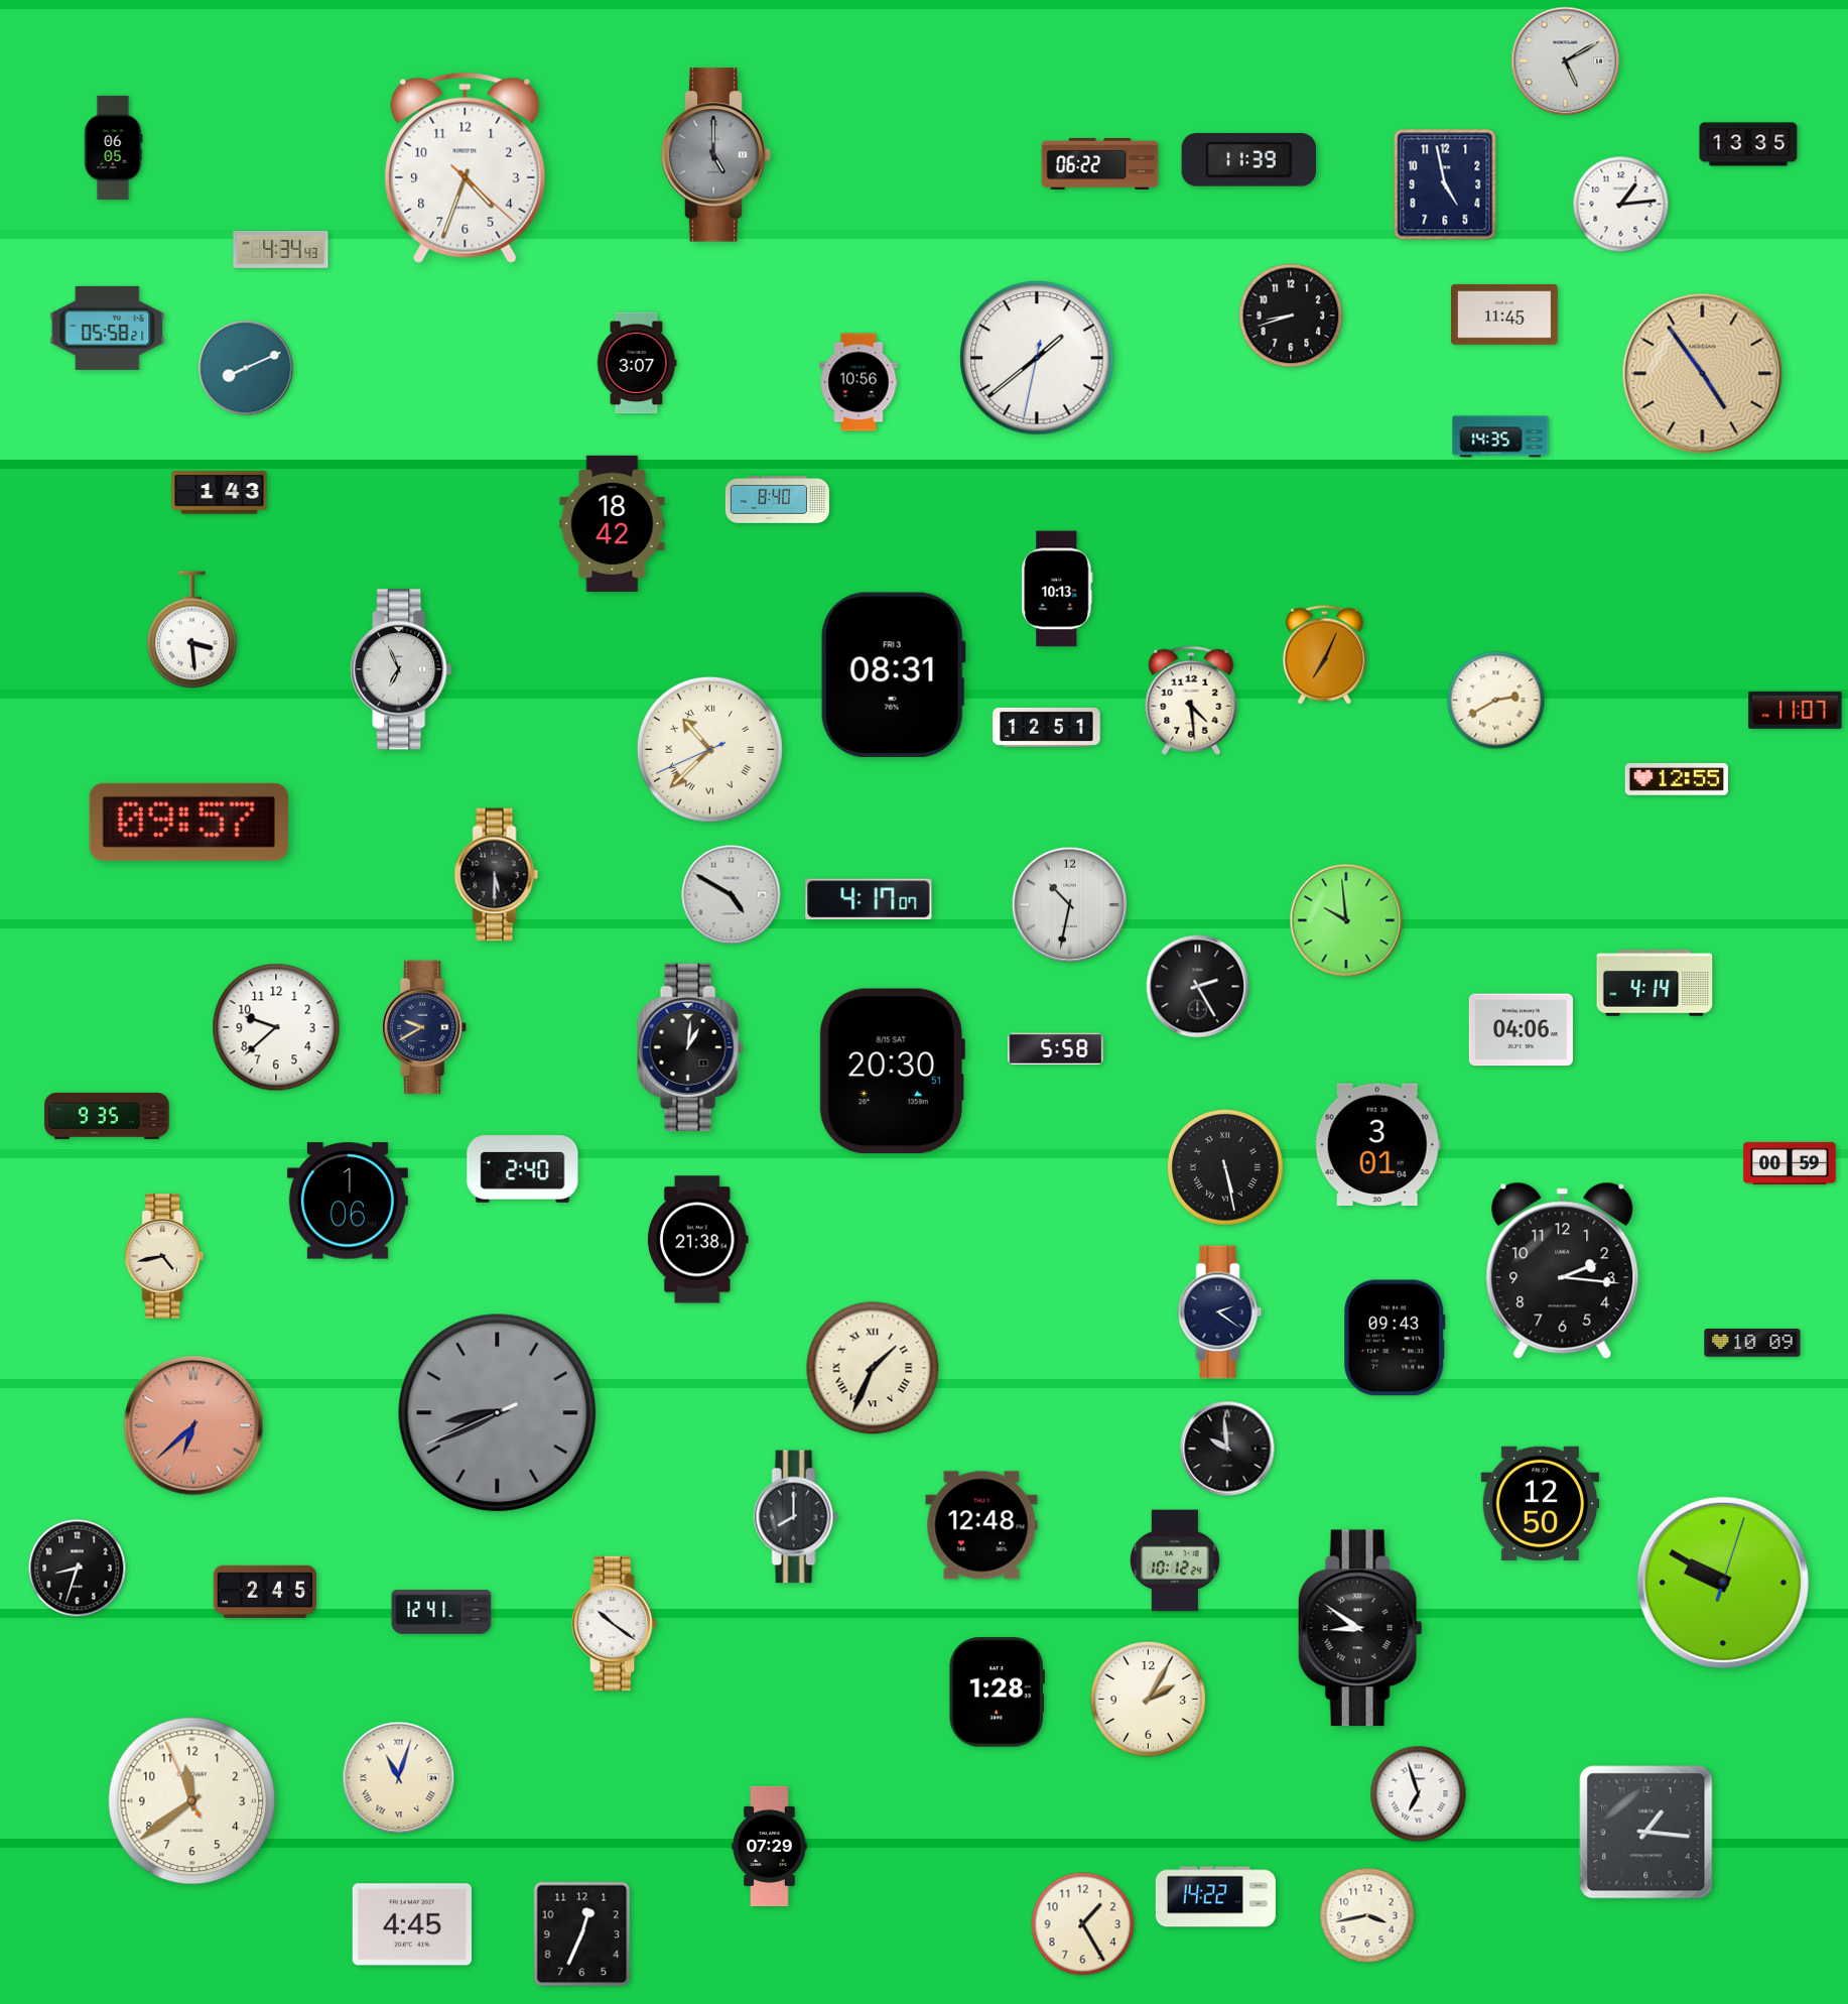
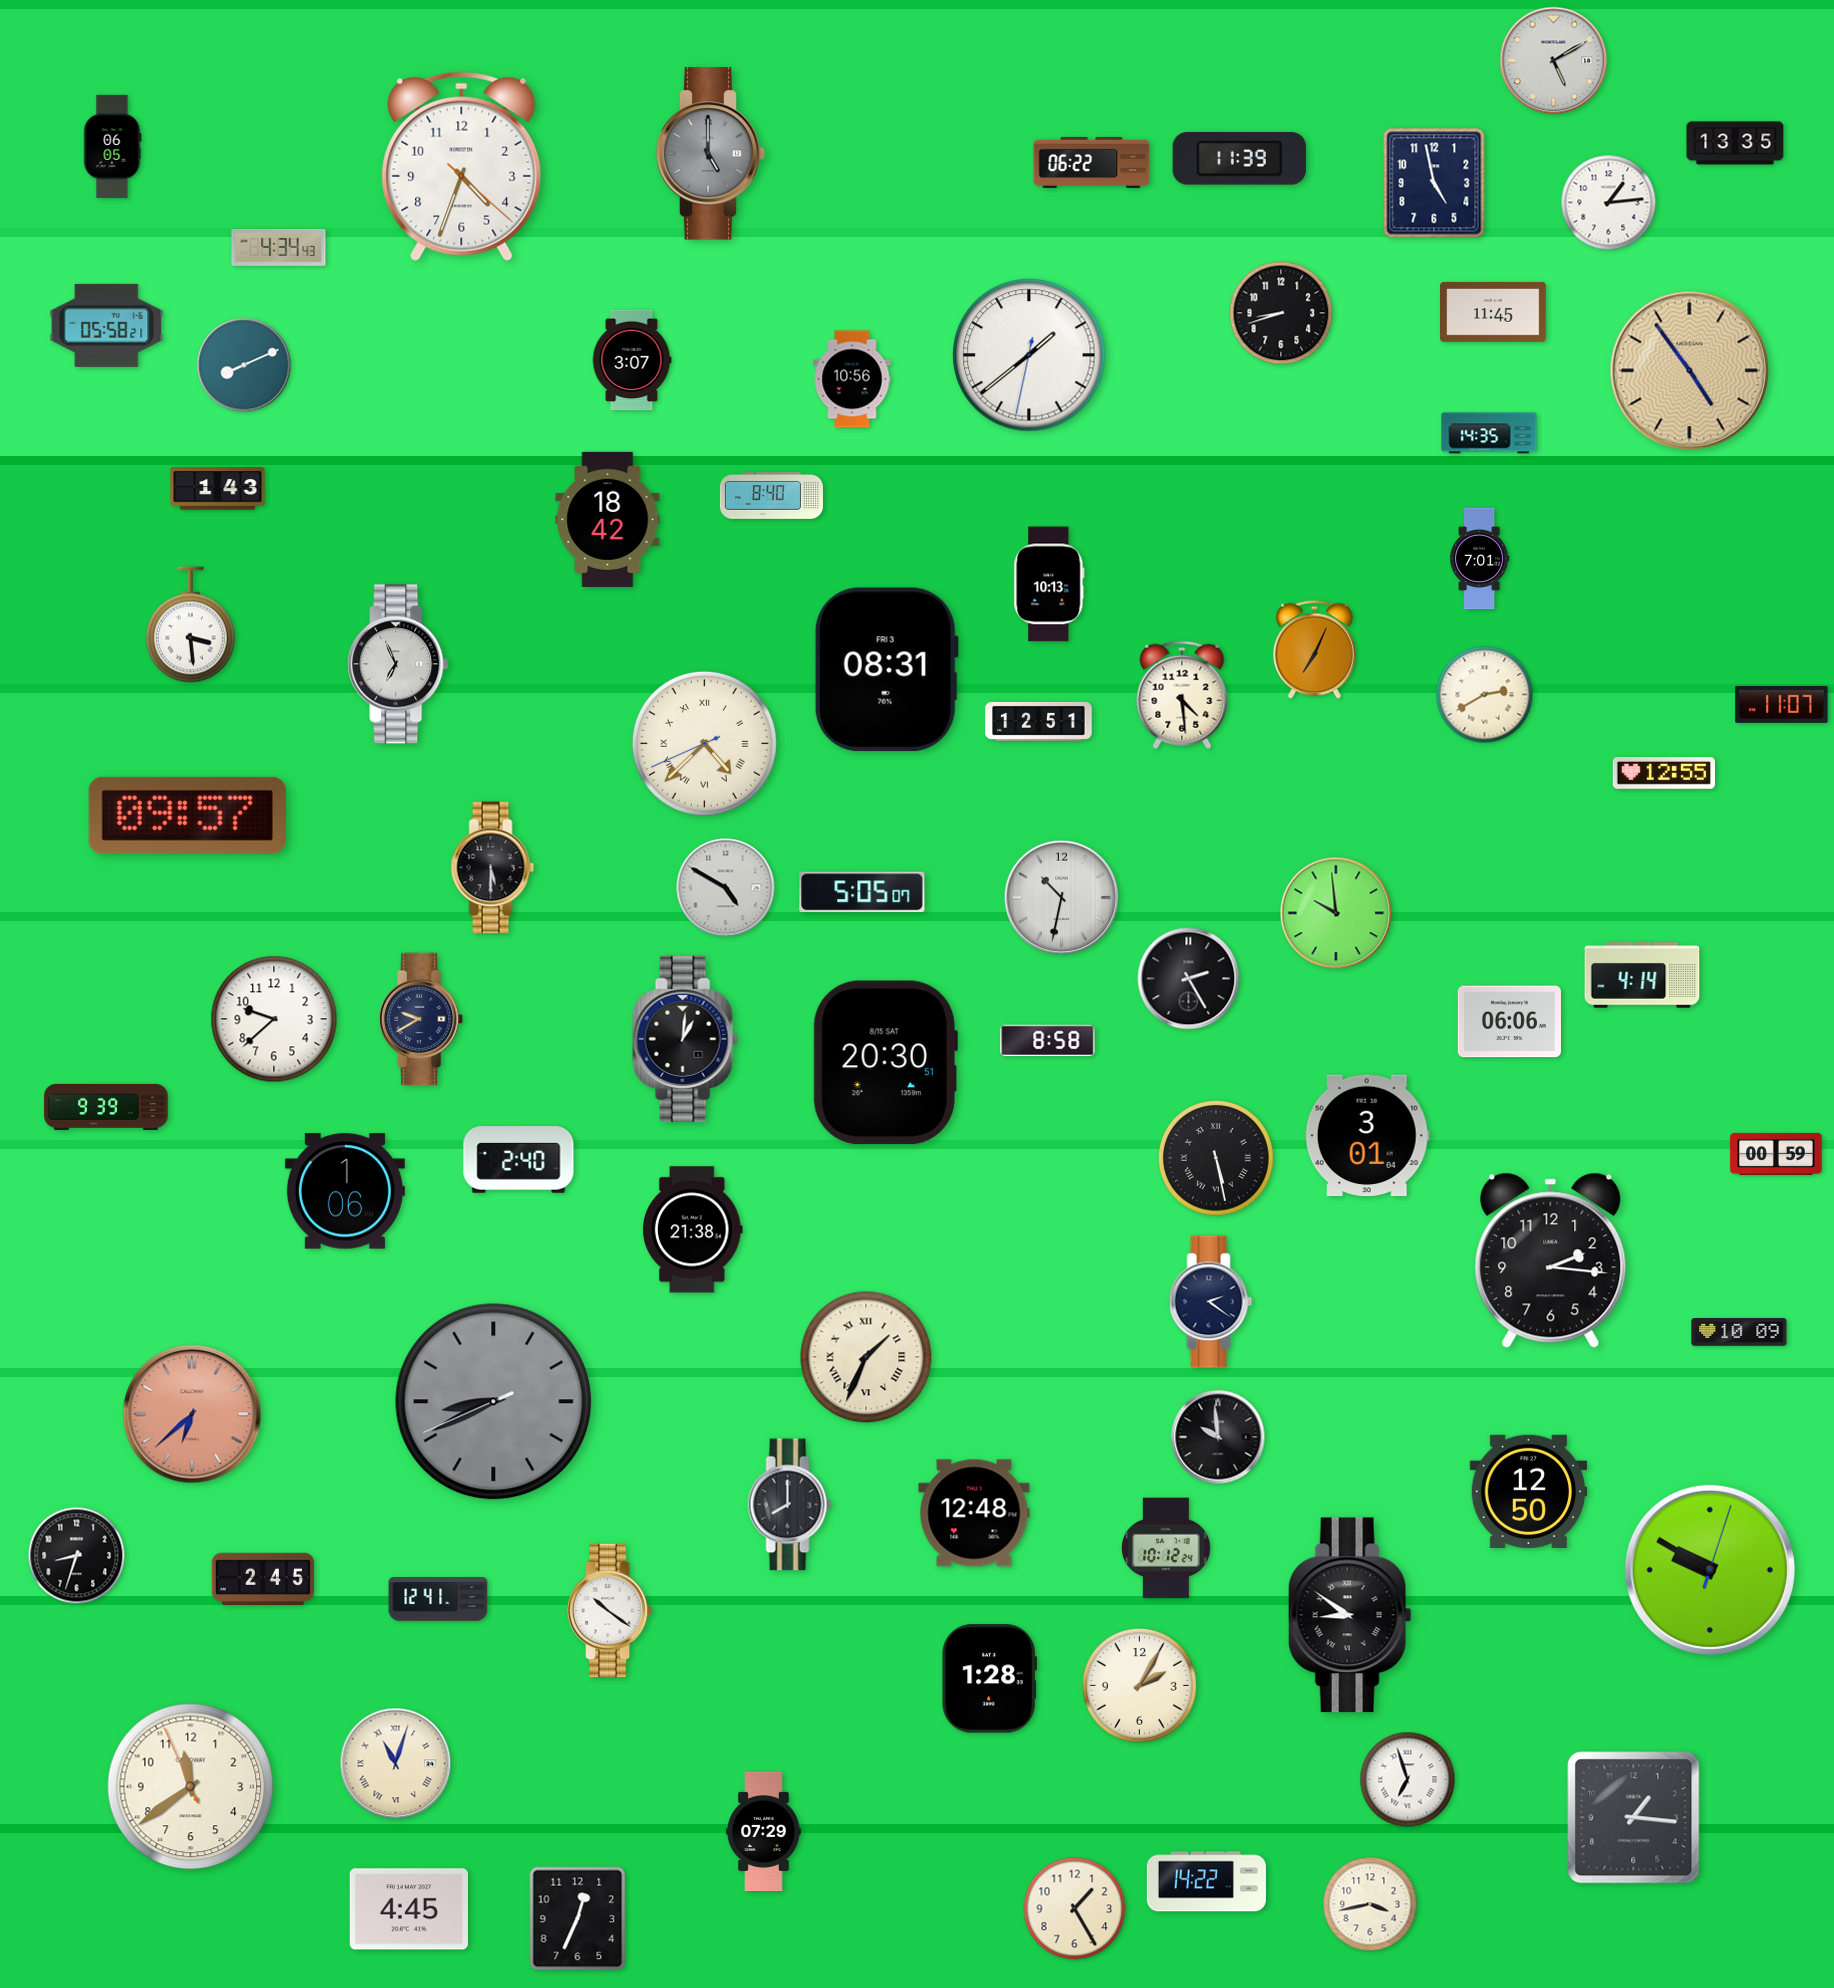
clock at (1480, 559): none -> 7:01
clock at (709, 749): 10:37 -> 4:37
clock at (869, 899): 4:17 -> 5:05
clock at (1521, 1030): 04:06 -> 06:06
clock at (1056, 1049): 5:58 -> 8:58
clock at (107, 1116): 9:35 -> 9:39
clock at (164, 1256): 4:43 -> none
clock at (1395, 1338): 09:43 -> none
clock at (1367, 1915) position: (1367, 1915) -> (1370, 1904)
